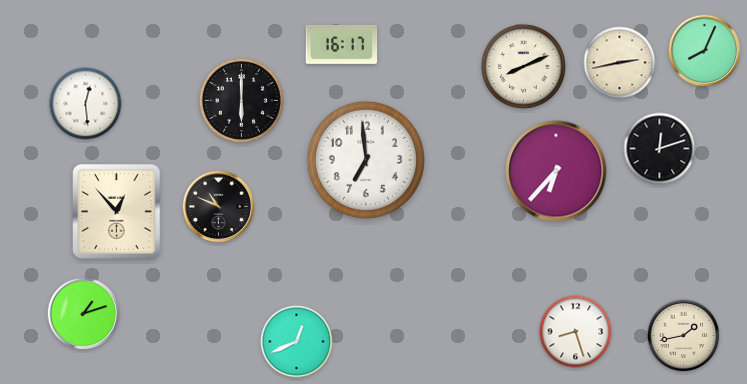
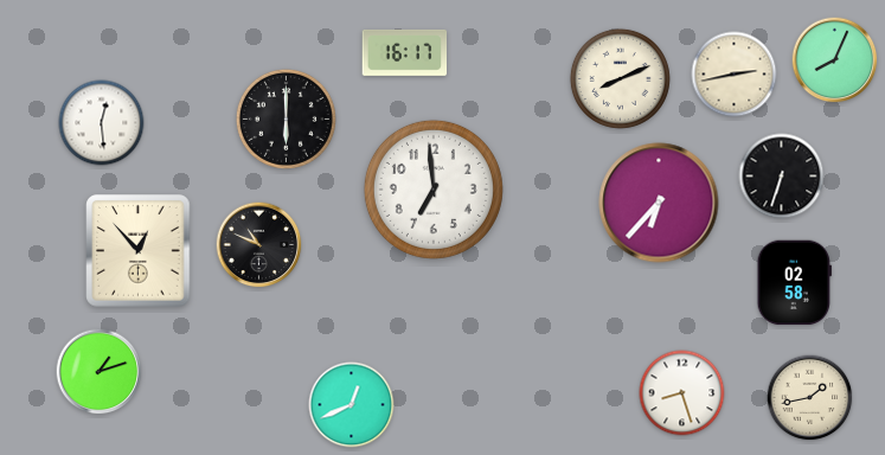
clock at (660, 149): 12:12 -> 6:33
clock at (794, 283): none -> 02:58
